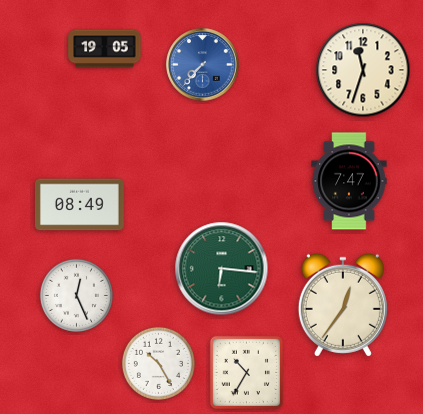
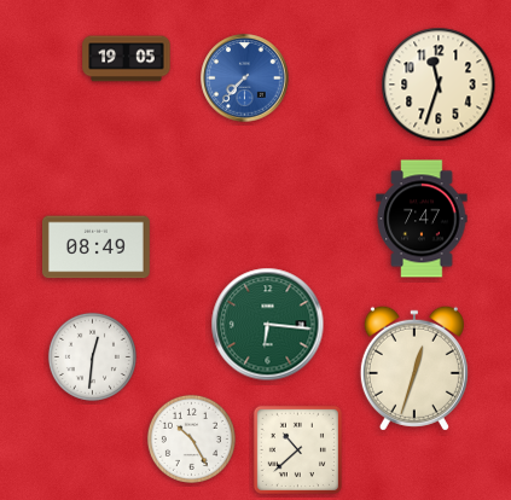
clock at (76, 295): 12:26 -> 12:31
clock at (343, 305): 12:36 -> 12:33
clock at (246, 372): 10:35 -> 10:38
